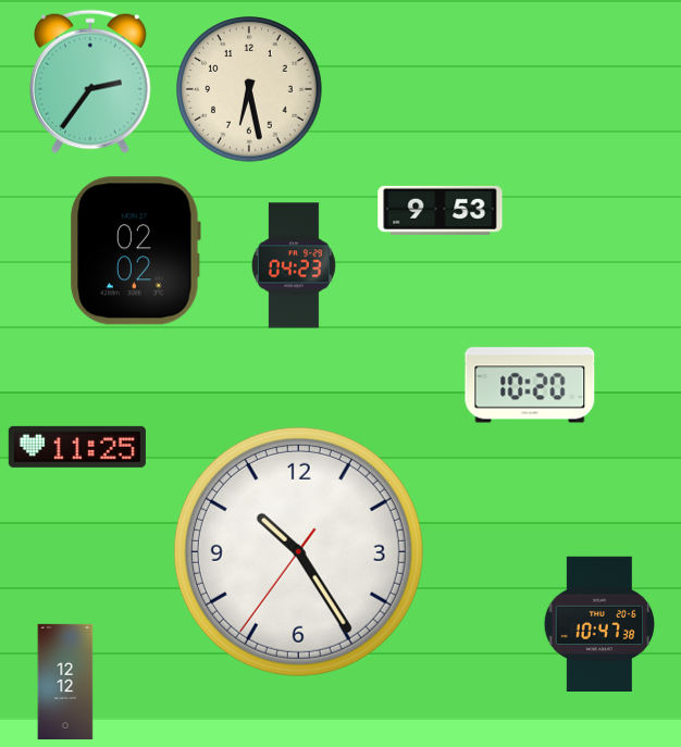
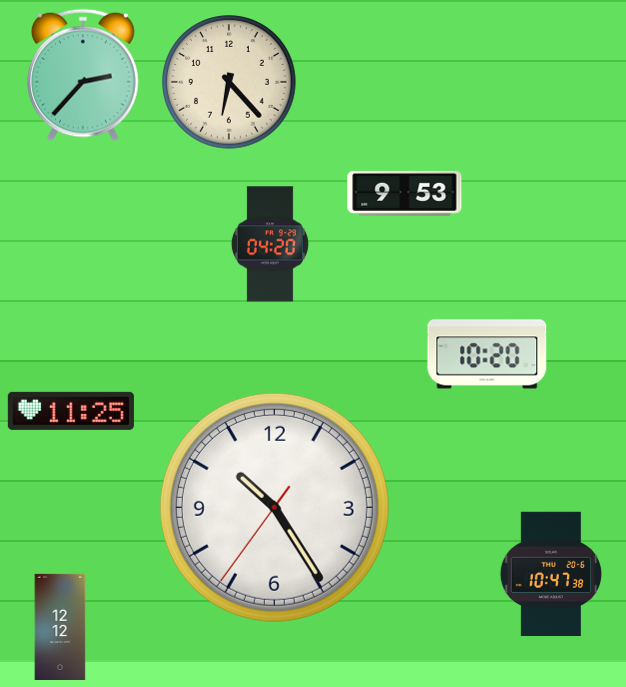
clock at (91, 82): 2:36 -> 2:37
clock at (249, 89): 6:28 -> 6:23
clock at (135, 251): 02:02 -> none
clock at (294, 265): 04:23 -> 04:20
